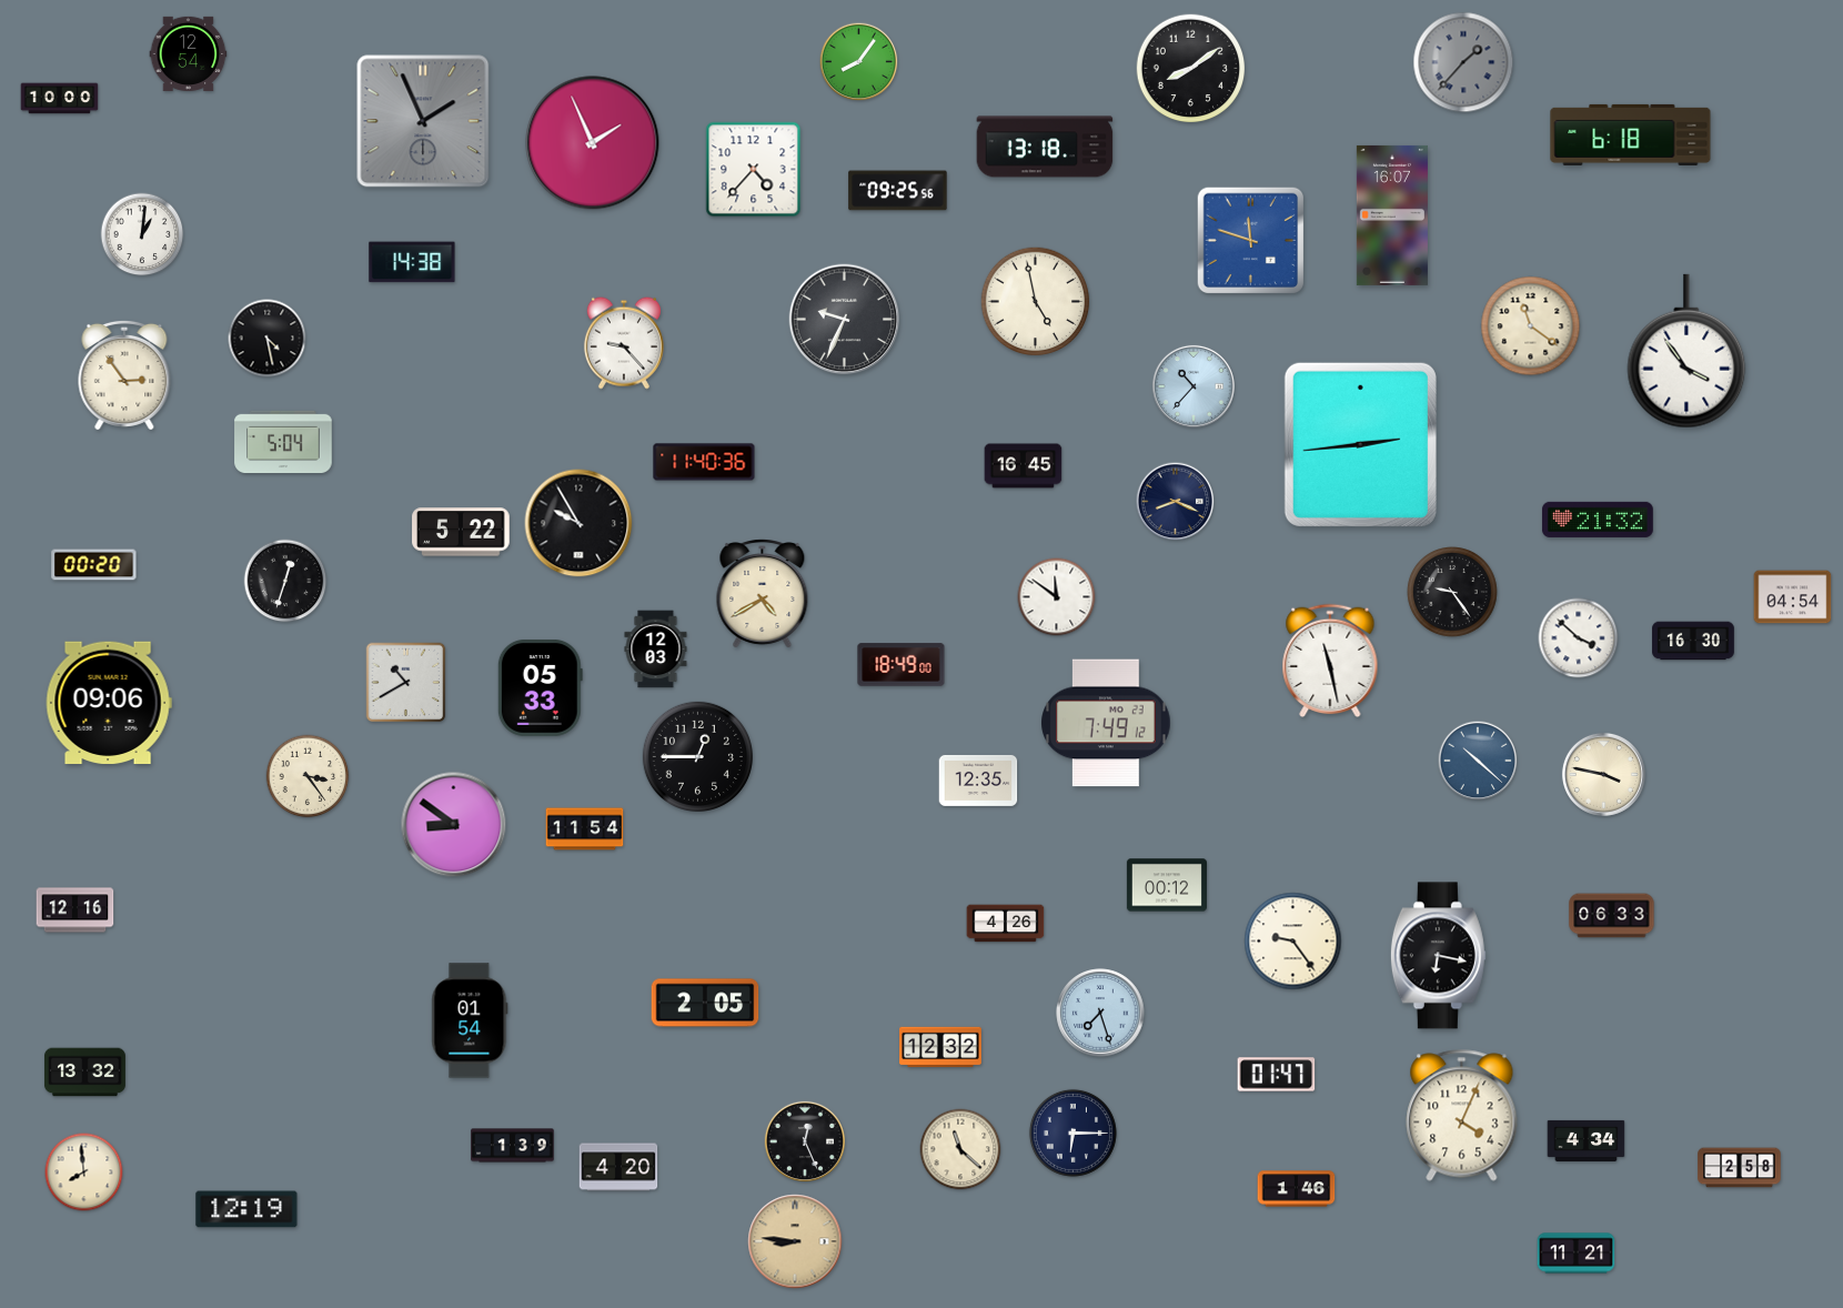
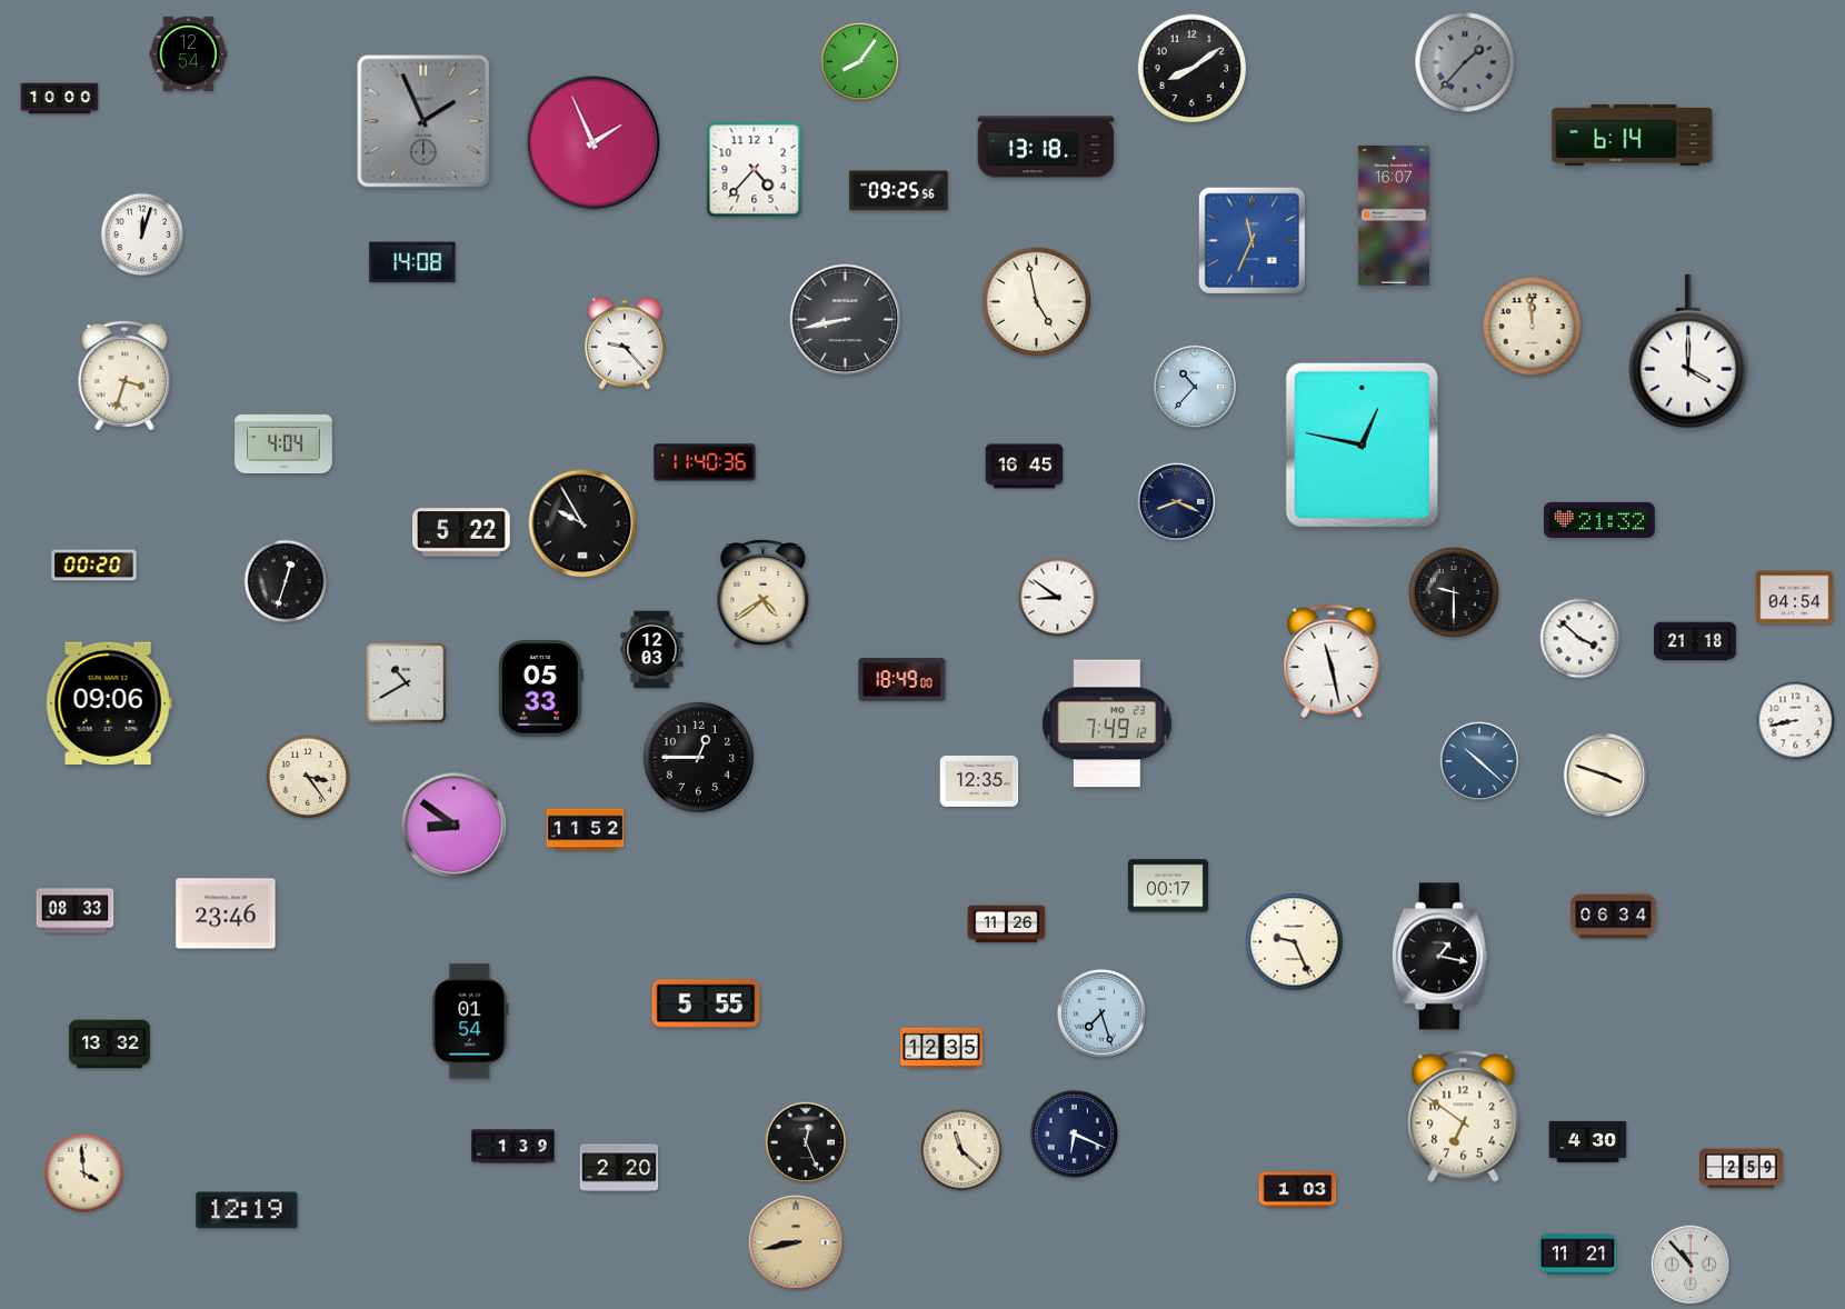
clock at (1631, 134): 6:18 -> 6:14
clock at (142, 234): 1:01 -> 12:03
clock at (1250, 240): 11:48 -> 11:34
clock at (412, 262): 14:38 -> 14:08
clock at (845, 320): 9:34 -> 8:43
clock at (1531, 326): 11:21 -> 11:59
clock at (268, 339): 4:28 -> none
clock at (1686, 351): 3:54 -> 4:00
clock at (124, 375): 2:54 -> 3:33
clock at (283, 441): 5:04 -> 4:04
clock at (1360, 444): 2:44 -> 12:47
clock at (578, 523) position: (578, 523) -> (582, 523)
clock at (1452, 592): 9:24 -> 9:30
clock at (763, 594): 4:40 -> 4:39
clock at (1057, 597): 11:51 -> 8:51
clock at (1693, 641): 16:30 -> 21:18
clock at (656, 650) position: (656, 650) -> (652, 650)
clock at (902, 665) position: (902, 665) -> (902, 680)
clock at (1796, 721): none -> 8:43
clock at (1603, 774): 3:47 -> 3:48
clock at (585, 829): 11:54 -> 11:52
clock at (1167, 885): 00:12 -> 00:17
clock at (75, 910): 12:16 -> 08:33
clock at (226, 913): none -> 23:46
clock at (1612, 916): 06:33 -> 06:34
clock at (1006, 924): 4:26 -> 11:26
clock at (1293, 942): 9:24 -> 9:26
clock at (1438, 956): 6:17 -> 1:17
clock at (705, 1003): 2:05 -> 5:55
clock at (940, 1047): 12:32 -> 12:35
clock at (84, 1073) position: (84, 1073) -> (109, 1045)
clock at (1277, 1075): 01:47 -> none
clock at (1462, 1116): 4:04 -> 6:51
clock at (1072, 1133): 6:15 -> 6:19
clock at (1587, 1140): 4:34 -> 4:30
clock at (618, 1167): 4:20 -> 2:20
clock at (1740, 1168): 2:58 -> 2:59
clock at (84, 1173): 7:59 -> 3:59
clock at (1297, 1189): 1:46 -> 1:03
clock at (795, 1241): 8:46 -> 8:43
clock at (1691, 1265): none -> 10:53
